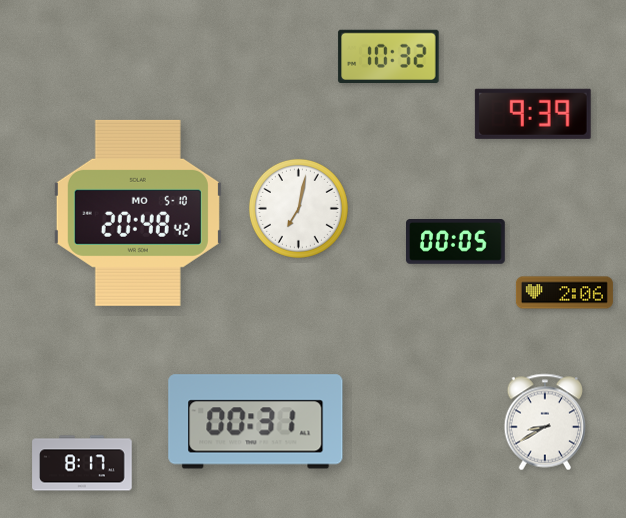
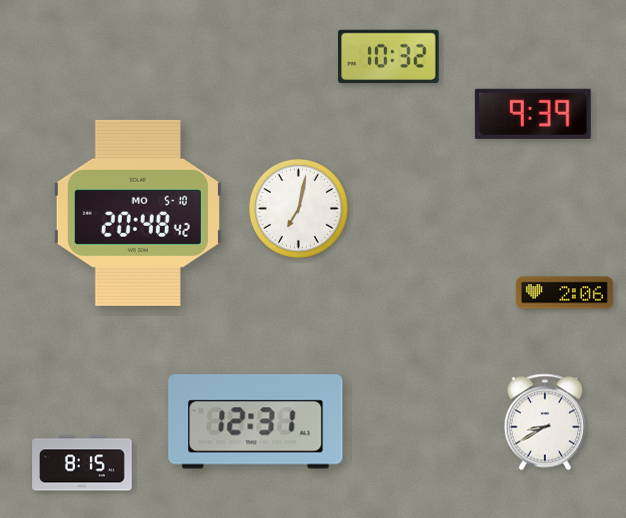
clock at (456, 242): 00:05 -> none
clock at (256, 422): 00:31 -> 12:31
clock at (82, 463): 8:17 -> 8:15
